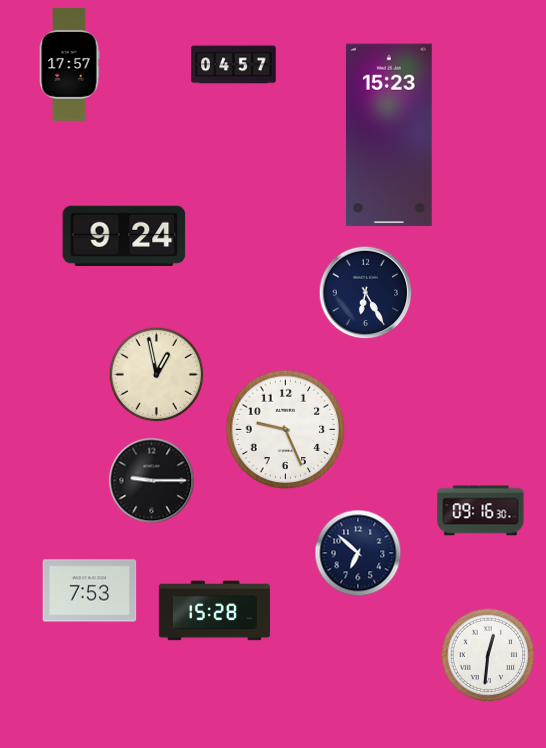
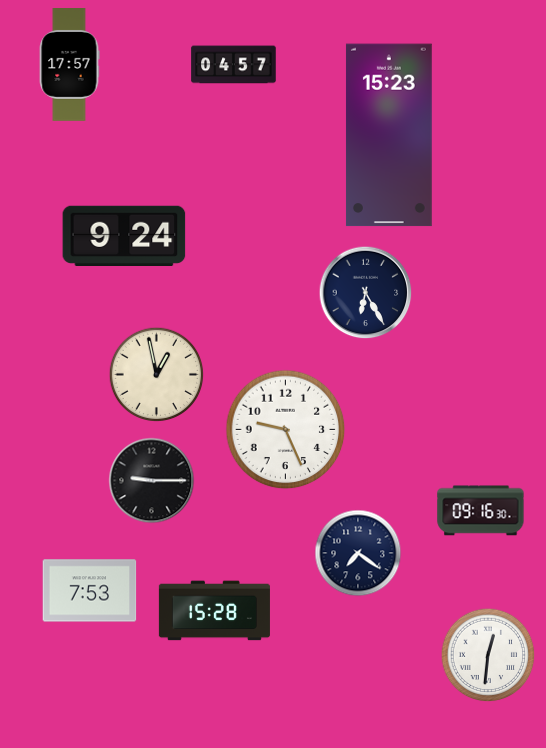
clock at (358, 553): 6:52 -> 7:21
